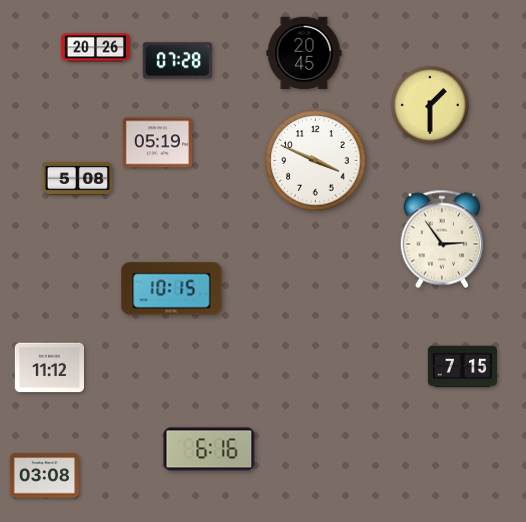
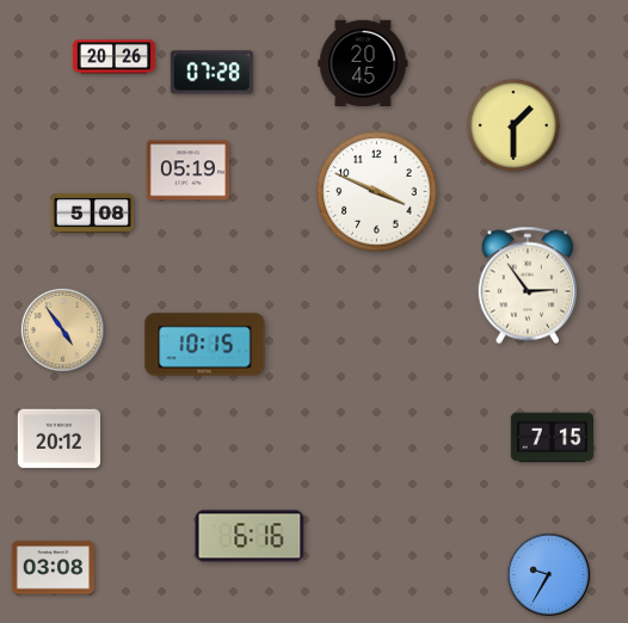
clock at (62, 329): none -> 4:54
clock at (49, 368): 11:12 -> 20:12
clock at (548, 574): none -> 9:35
